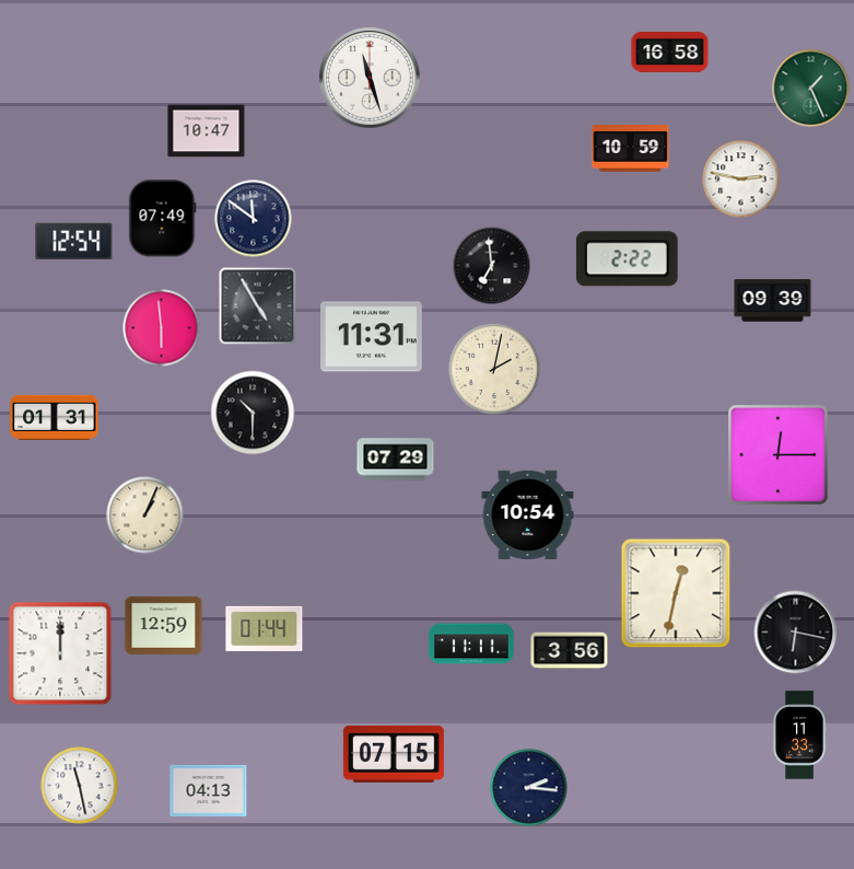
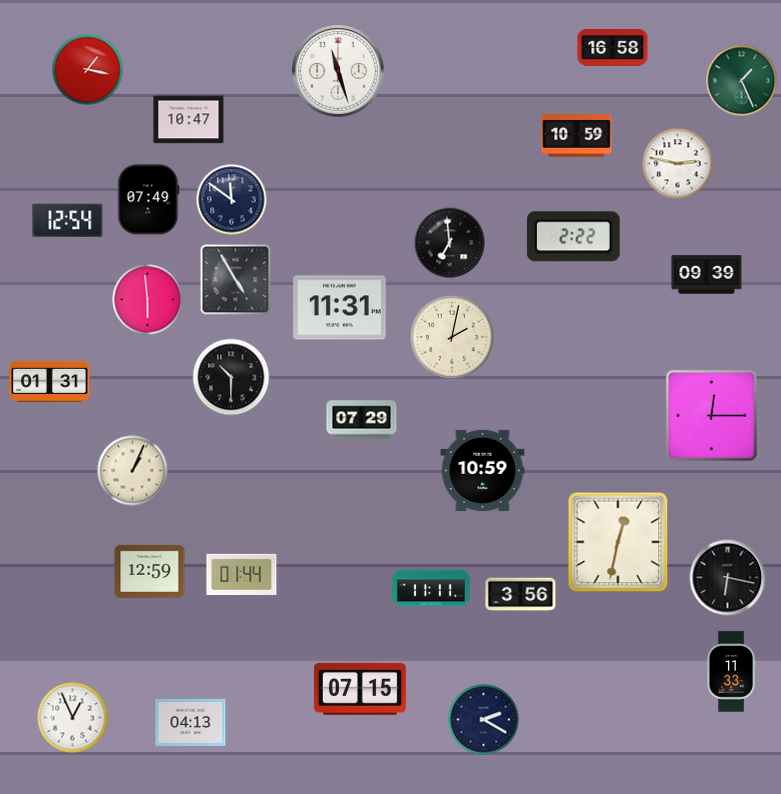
clock at (88, 70): none -> 1:17
clock at (528, 514): 10:54 -> 10:59
clock at (60, 653): 12:00 -> none
clock at (80, 786): 11:28 -> 12:56
clock at (529, 788): 2:16 -> 2:20
